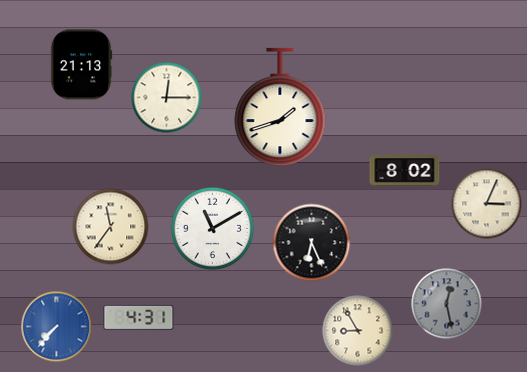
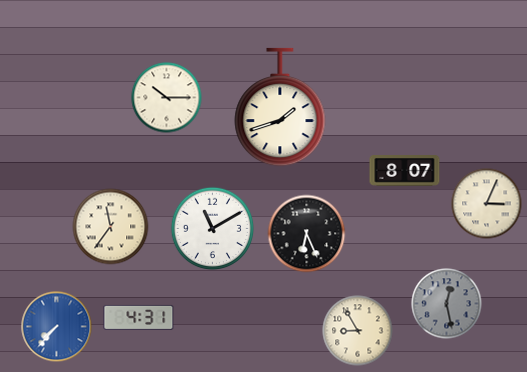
clock at (81, 65): 21:13 -> none
clock at (167, 98): 12:15 -> 10:15
clock at (405, 171): 8:02 -> 8:07
clock at (312, 243) position: (312, 243) -> (307, 234)
